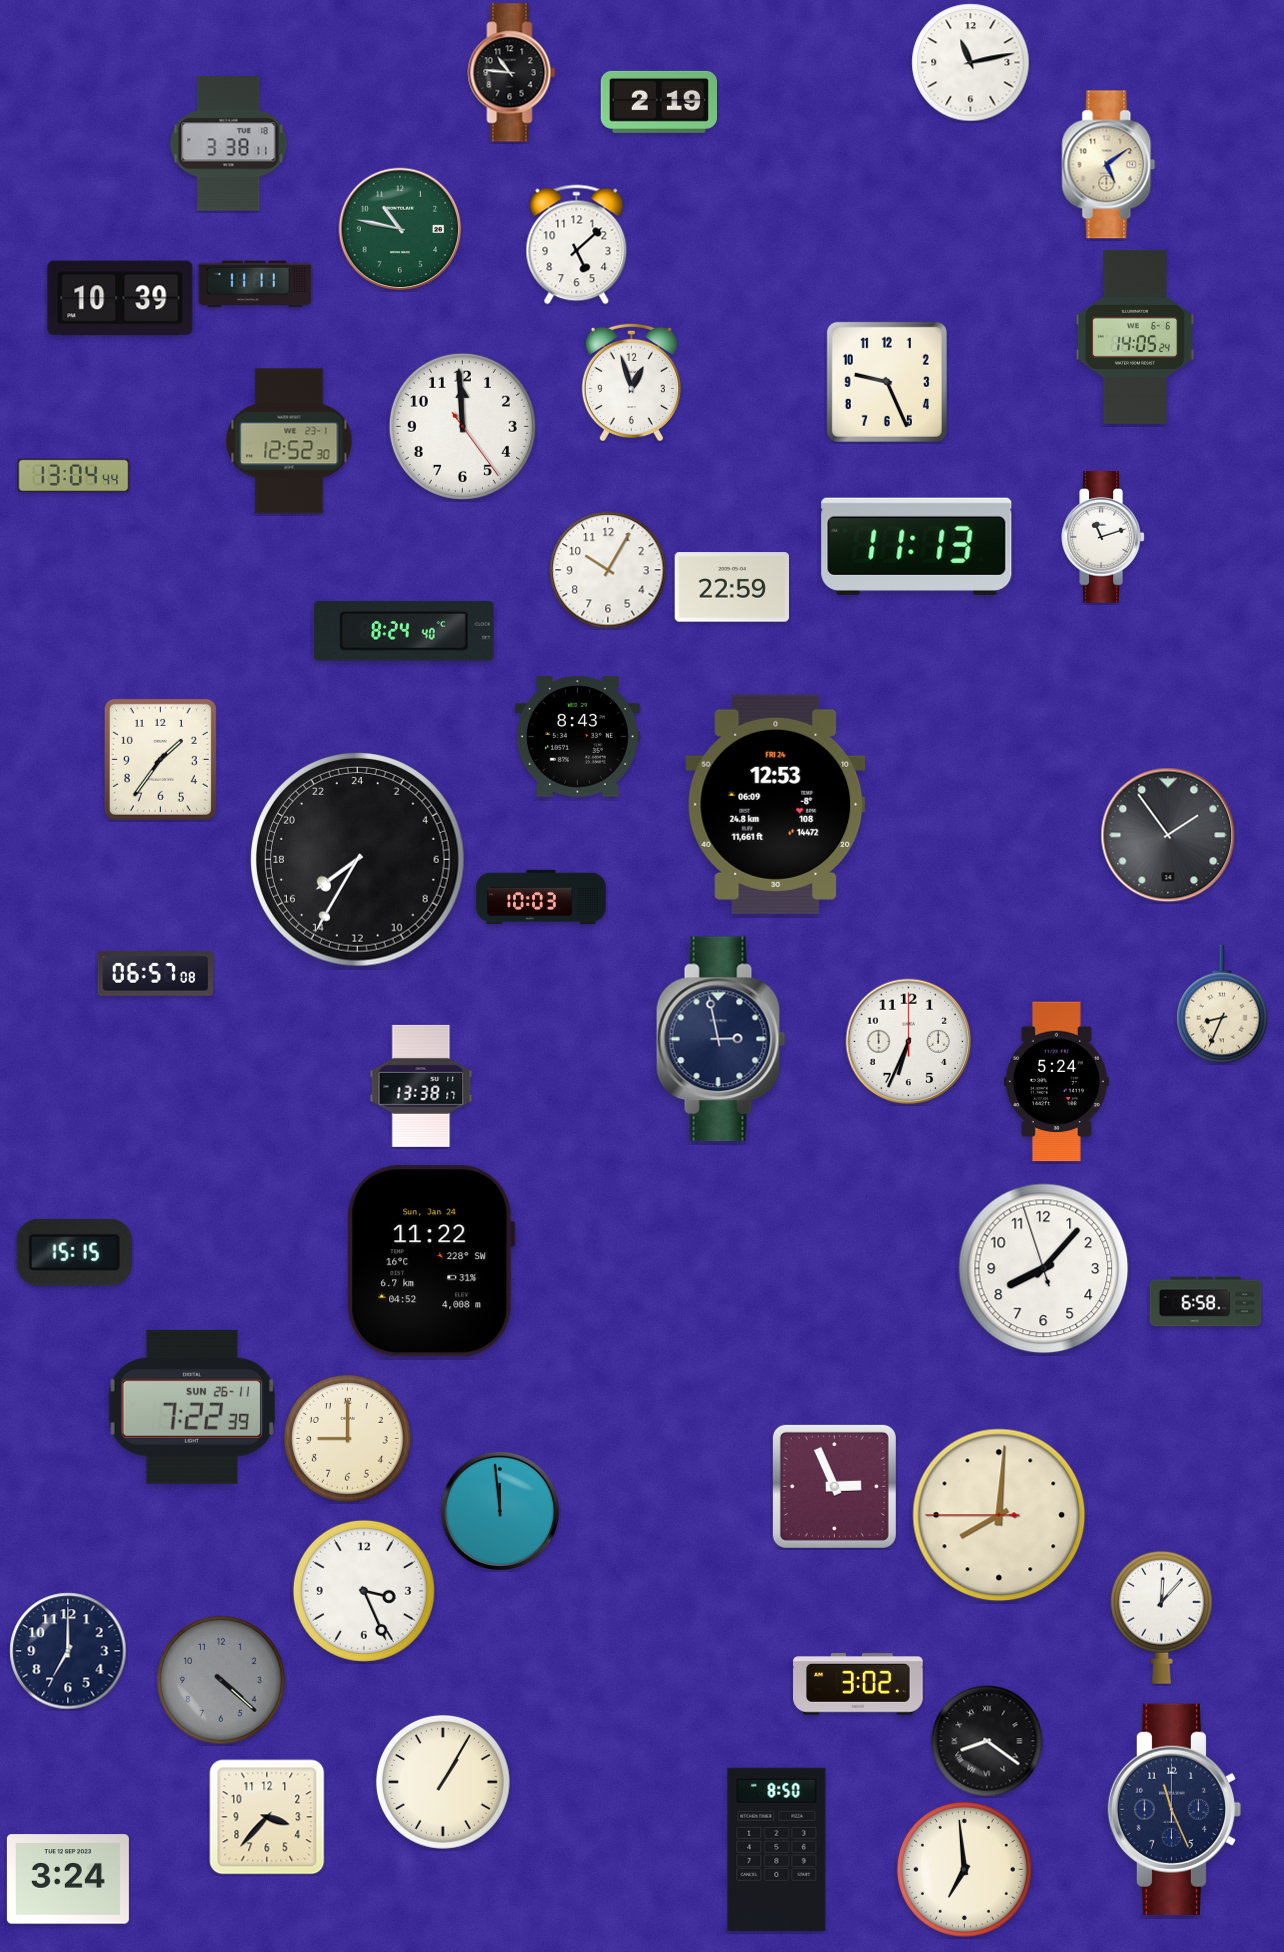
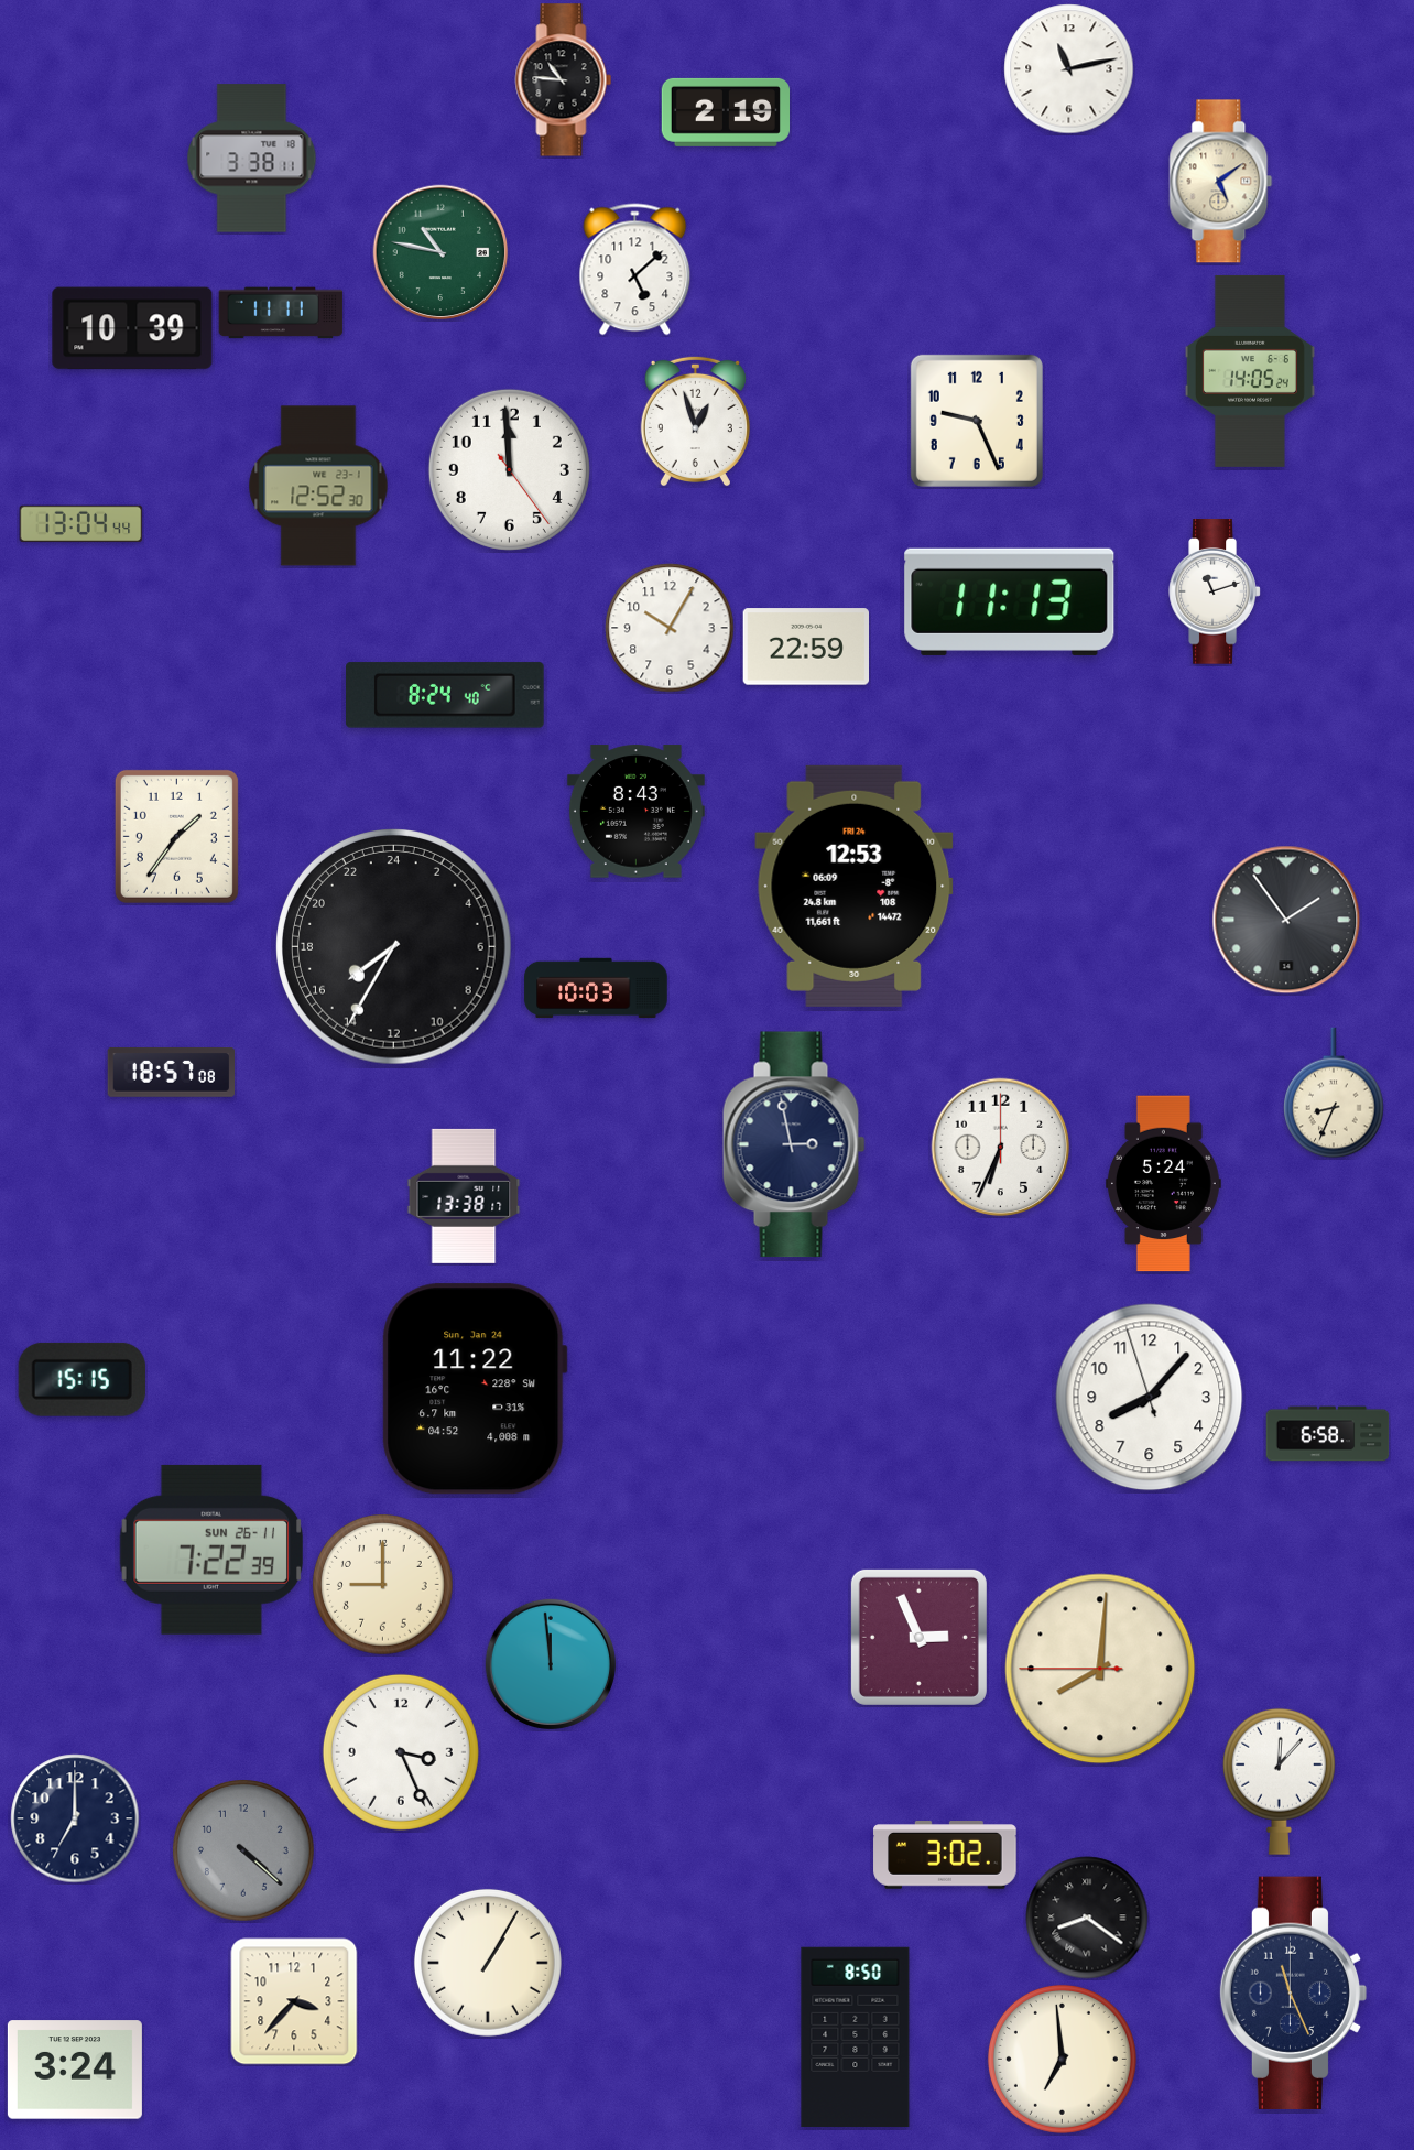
clock at (155, 973): 06:57 -> 18:57
clock at (1222, 1004) position: (1222, 1004) -> (1334, 1093)
clock at (1056, 1082) position: (1056, 1082) -> (1163, 1184)
